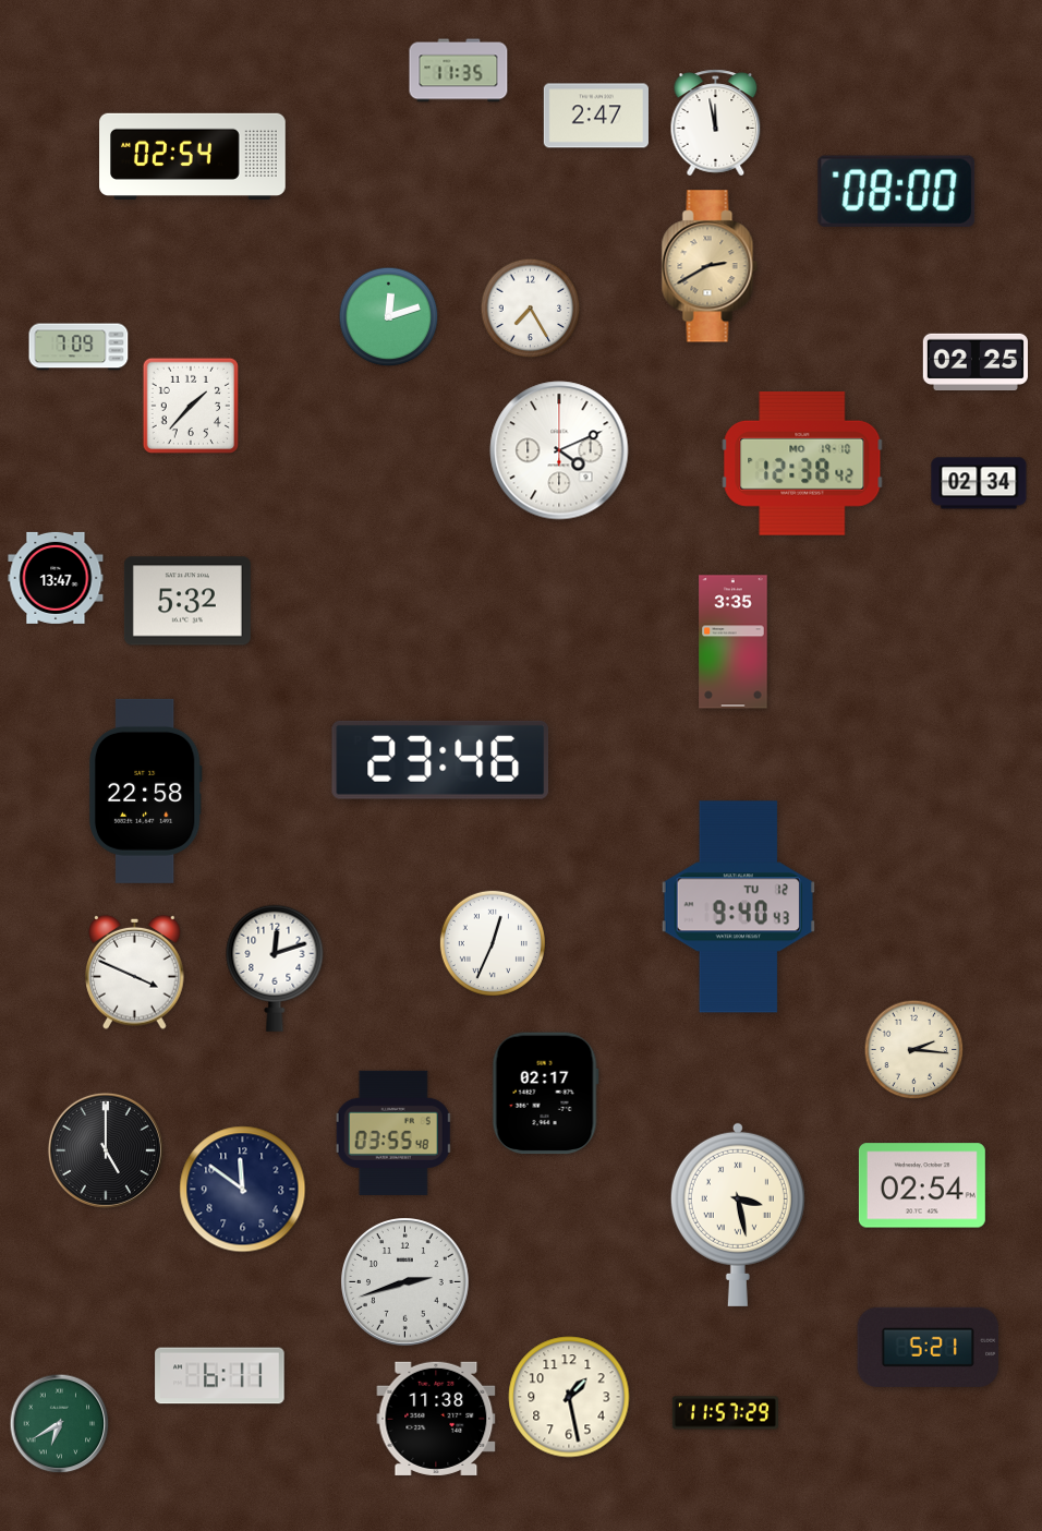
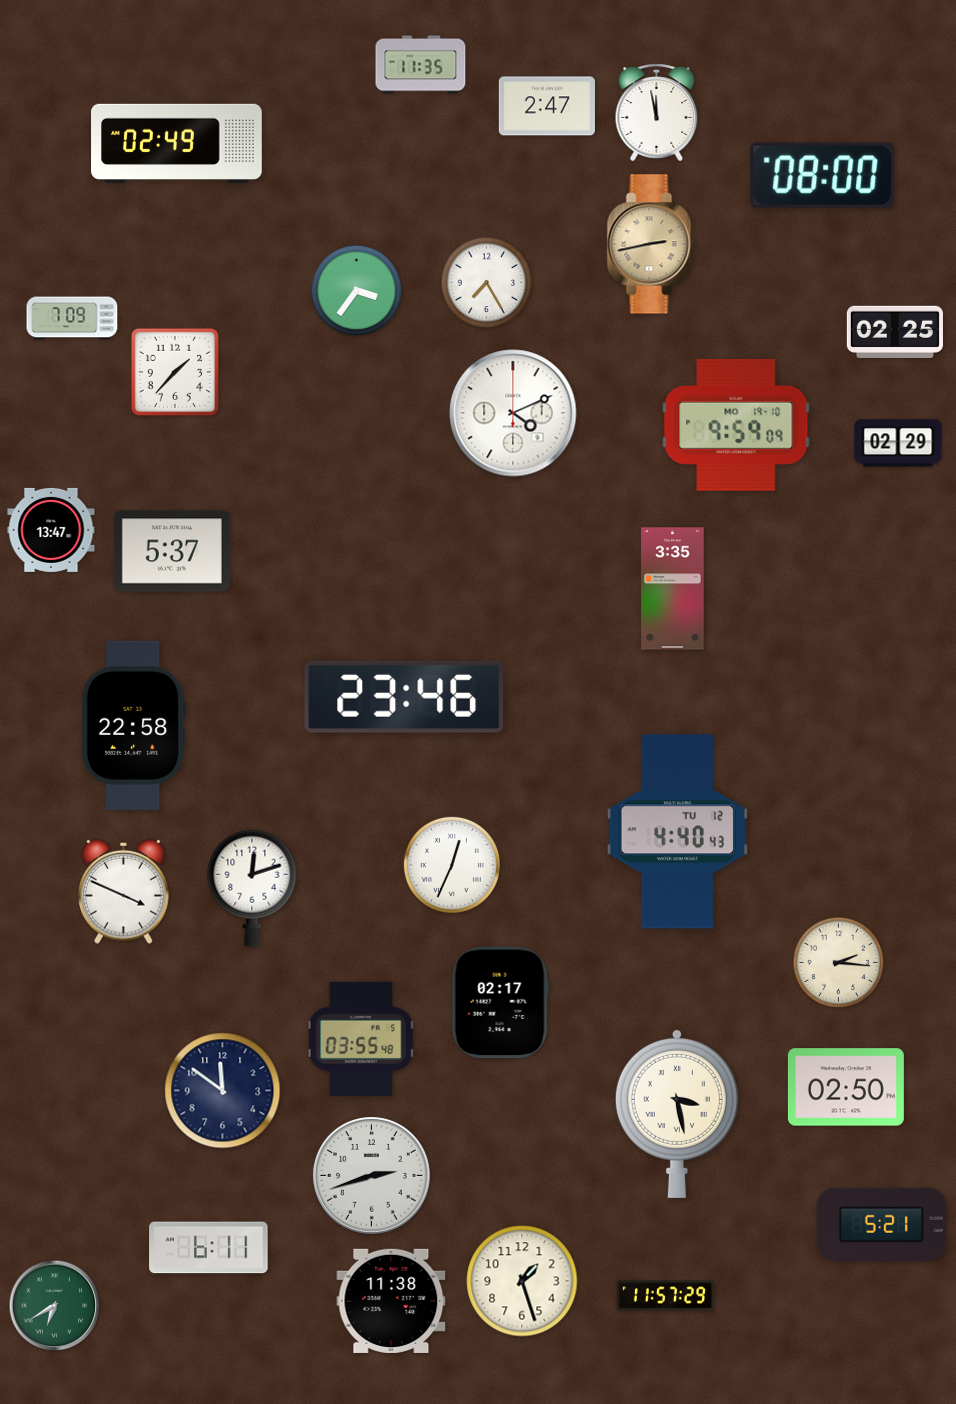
clock at (193, 156): 02:54 -> 02:49
clock at (710, 266): 2:40 -> 2:43
clock at (389, 317): 12:12 -> 3:36
clock at (802, 463): 12:38 -> 9:59
clock at (979, 483): 02:34 -> 02:29
clock at (187, 601): 5:32 -> 5:37
clock at (738, 907): 9:40 -> 4:40
clock at (106, 1150): 5:00 -> none
clock at (922, 1185): 02:54 -> 02:50
clock at (929, 1347) position: (929, 1347) -> (882, 1224)
clock at (220, 1376) position: (220, 1376) -> (209, 1248)
clock at (569, 1397): 1:28 -> 1:27
clock at (436, 1419) position: (436, 1419) -> (391, 1301)
